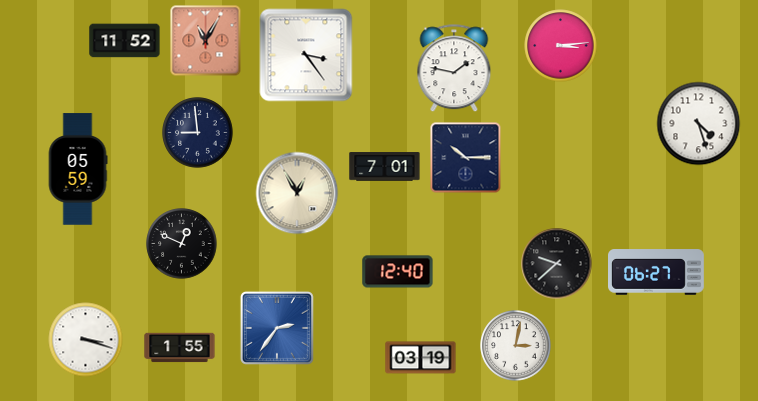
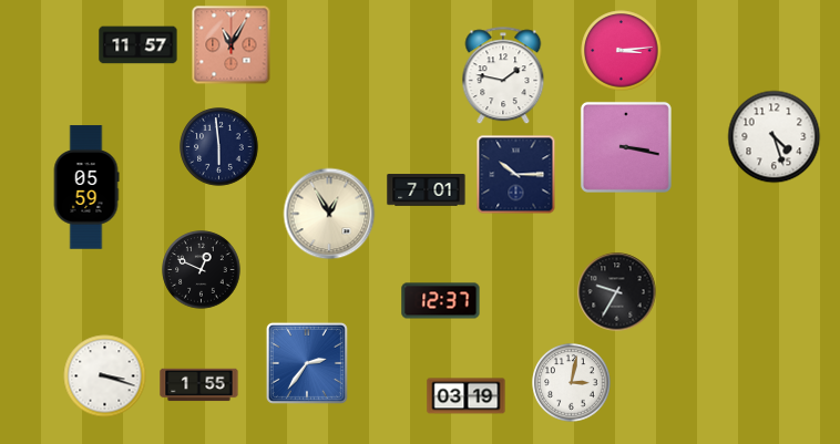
clock at (125, 41): 11:52 -> 11:57
clock at (206, 41) position: (206, 41) -> (232, 45)
clock at (306, 55): 3:24 -> none
clock at (198, 133): 8:59 -> 5:59
clock at (626, 147): none -> 3:17
clock at (385, 167) position: (385, 167) -> (427, 190)
clock at (557, 264): 9:38 -> 9:35
clock at (398, 272): 12:40 -> 12:37
clock at (657, 272): 06:27 -> none
clock at (86, 340) position: (86, 340) -> (105, 376)
